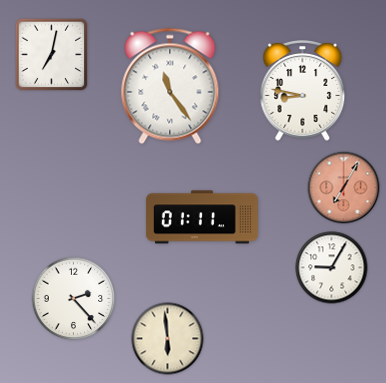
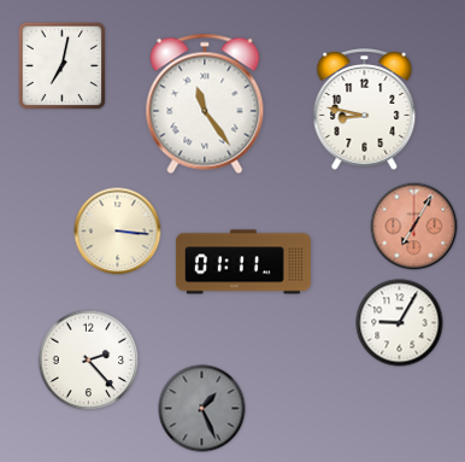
clock at (118, 232): none -> 3:16
clock at (168, 339): 5:59 -> 1:26
clock at (168, 339) dial: cream -> grey
